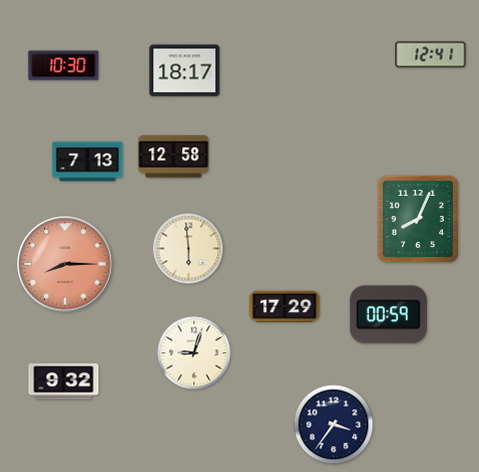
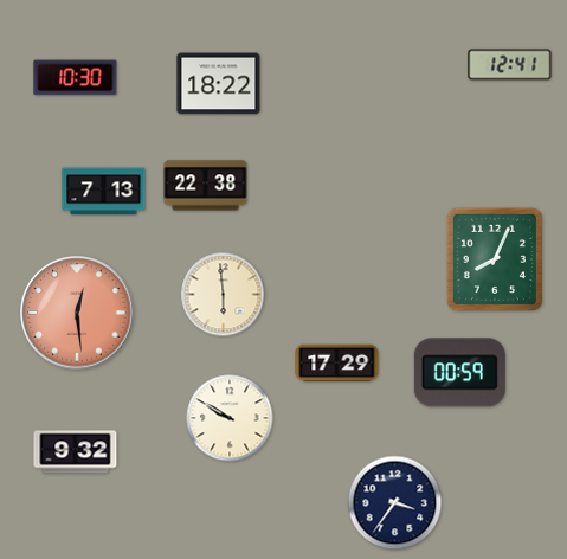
clock at (185, 71): 18:17 -> 18:22
clock at (174, 157): 12:58 -> 22:38
clock at (65, 264): 8:15 -> 12:29
clock at (194, 353): 9:03 -> 9:50
